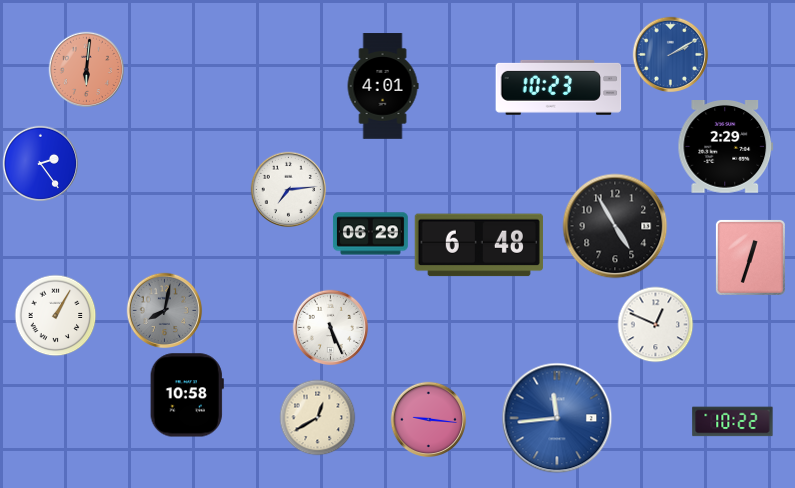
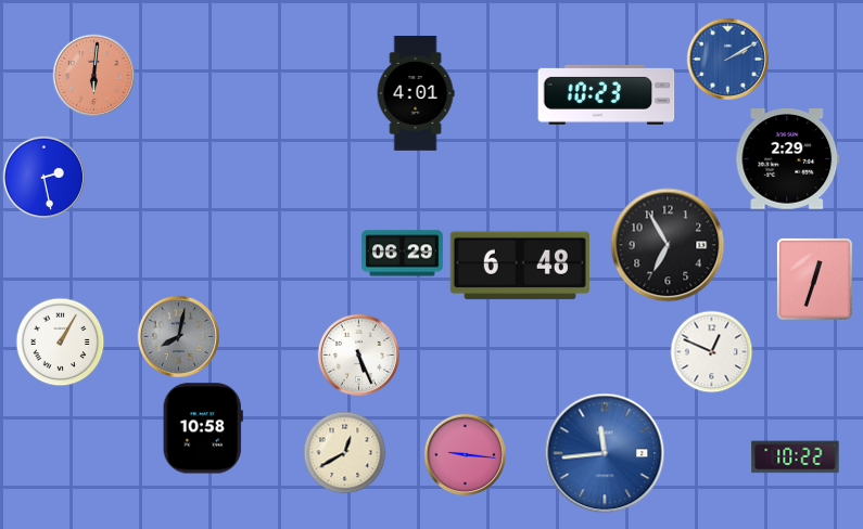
clock at (41, 164): 2:24 -> 2:28
clock at (289, 190): 7:14 -> none
clock at (615, 226): 4:55 -> 6:55
